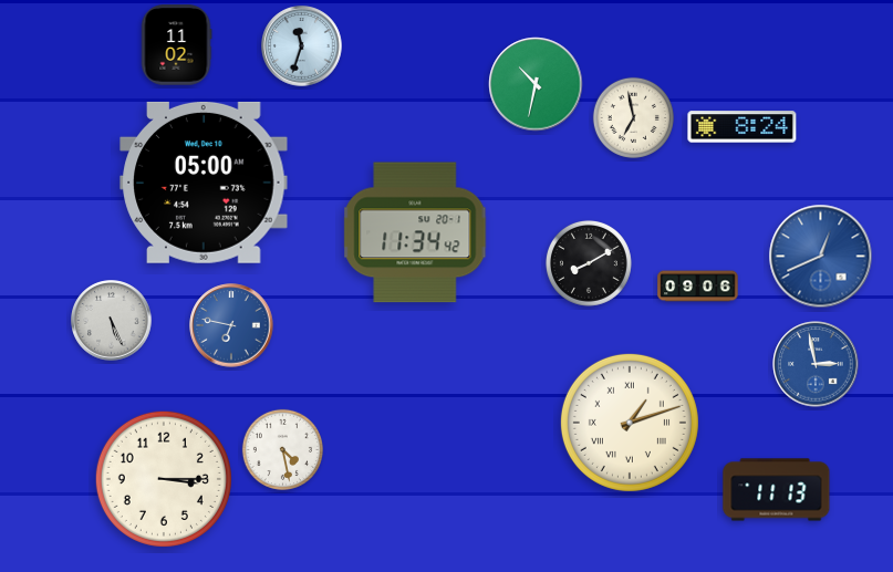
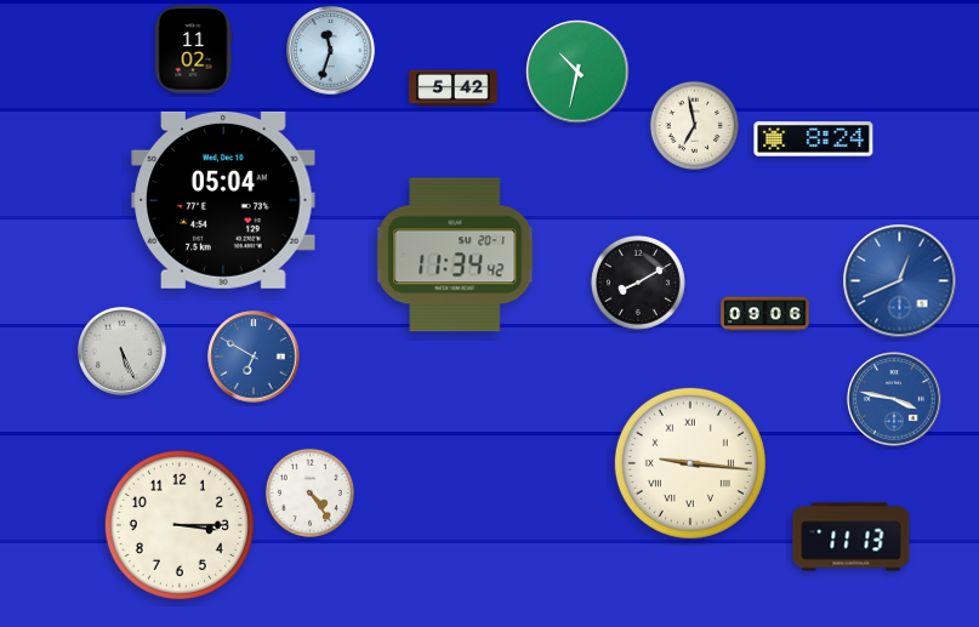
clock at (454, 89): none -> 5:42
clock at (536, 84) position: (536, 84) -> (577, 72)
clock at (633, 117) position: (633, 117) -> (694, 125)
clock at (204, 183): 05:00 -> 05:04
clock at (589, 263) position: (589, 263) -> (638, 283)
clock at (231, 325): 6:47 -> 6:50
clock at (816, 364): 2:58 -> 3:47
clock at (630, 423): 1:12 -> 9:16
clock at (282, 449): 4:28 -> 4:24
